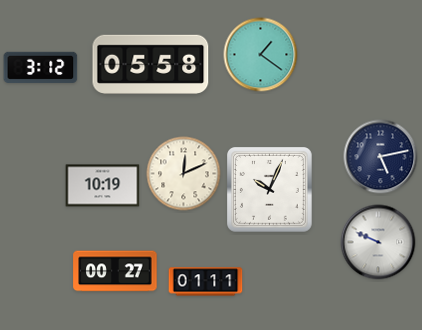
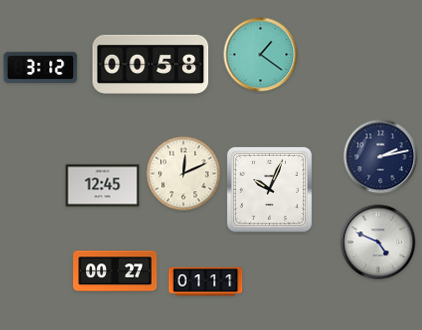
clock at (151, 64): 05:58 -> 00:58
clock at (381, 157): 5:13 -> 2:13
clock at (103, 186): 10:19 -> 12:45
clock at (378, 242): 9:49 -> 4:49
